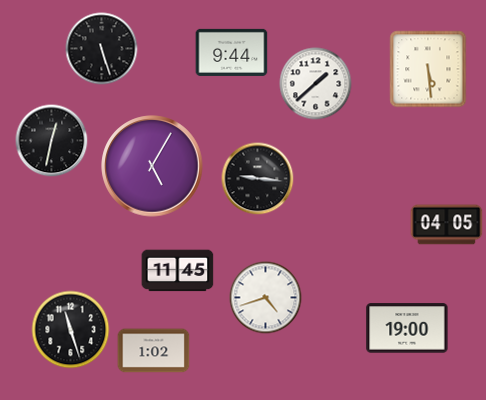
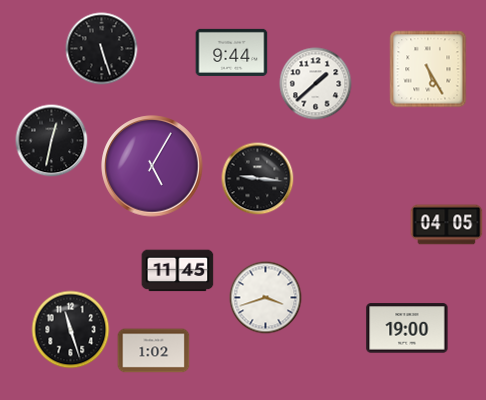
clock at (428, 69): 5:29 -> 5:25
clock at (266, 298): 4:42 -> 3:42
